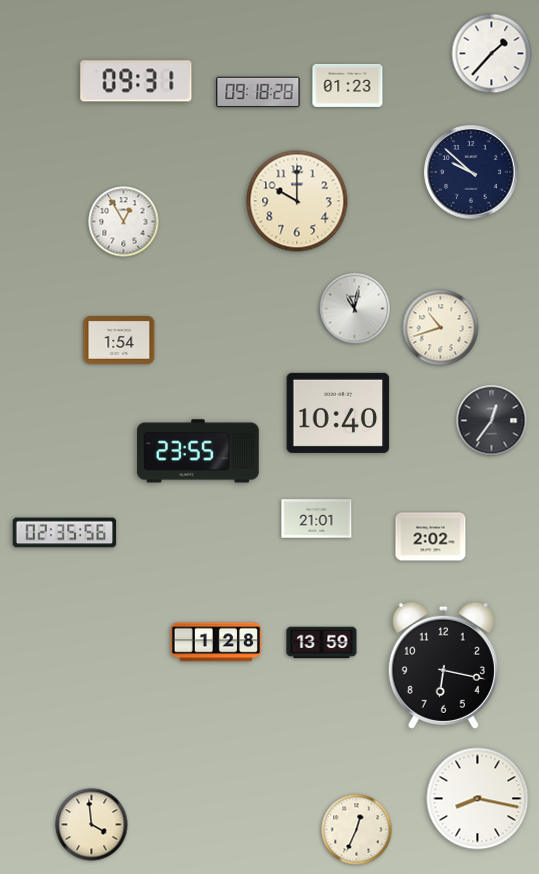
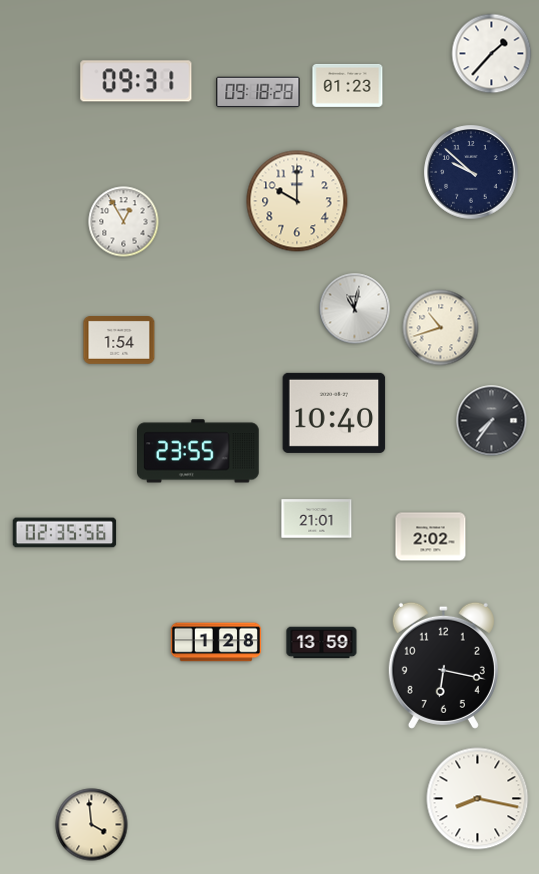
clock at (338, 413) position: (338, 413) -> (334, 413)
clock at (492, 421): 12:36 -> 7:36
clock at (357, 830): 12:34 -> none
